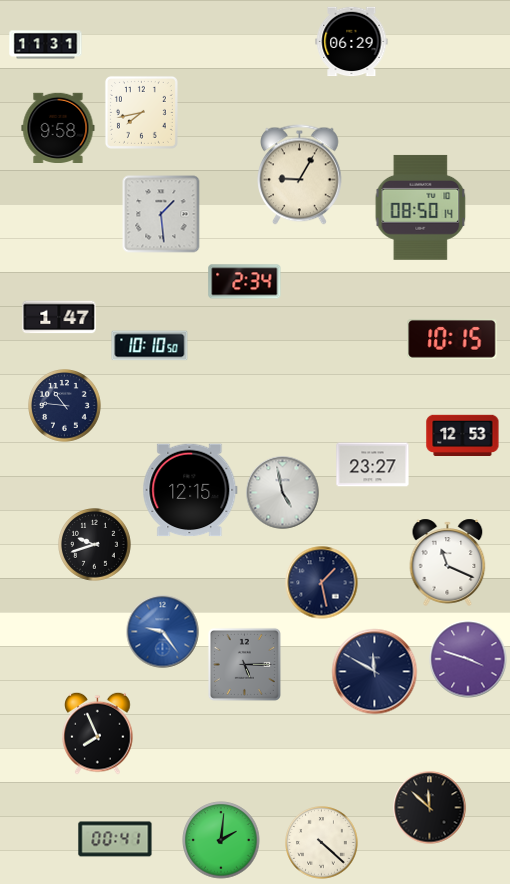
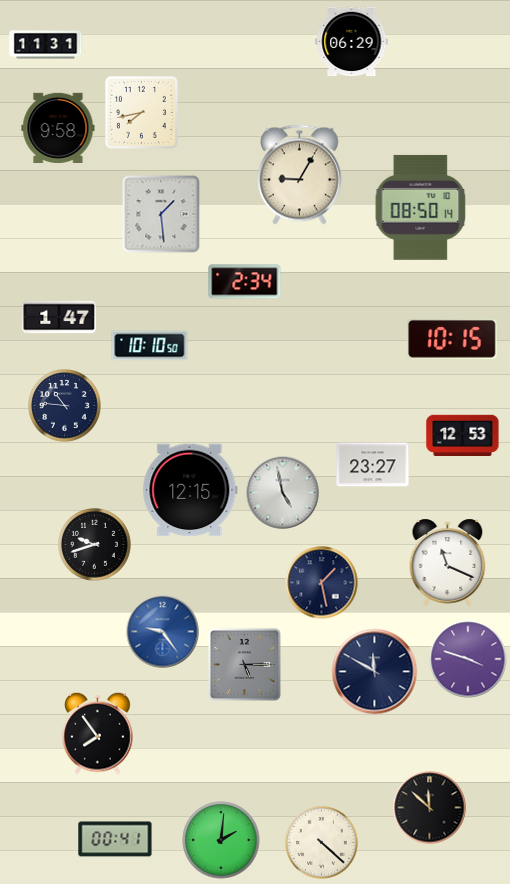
clock at (98, 733): 7:56 -> 7:54
